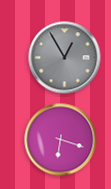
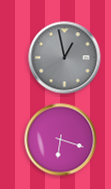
clock at (65, 58): 12:55 -> 12:58
